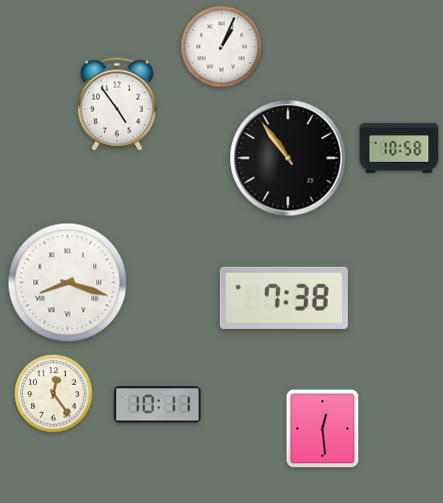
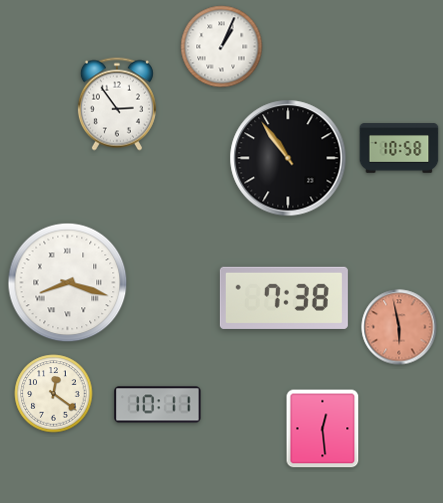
clock at (117, 104): 4:54 -> 2:54
clock at (399, 327): none -> 5:58
clock at (54, 394): 12:24 -> 12:21
